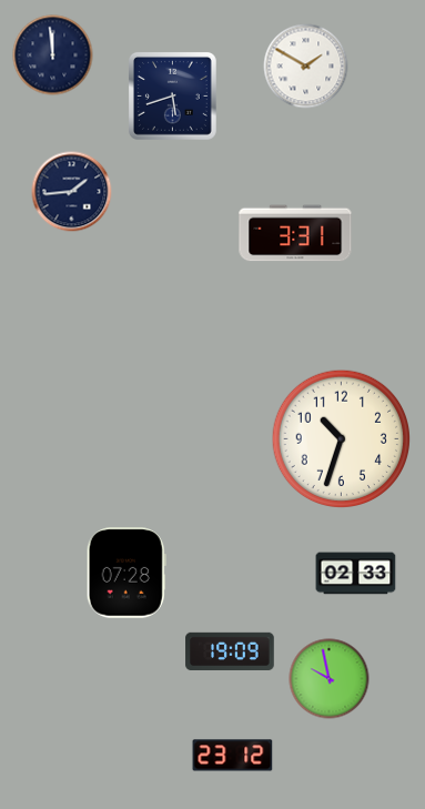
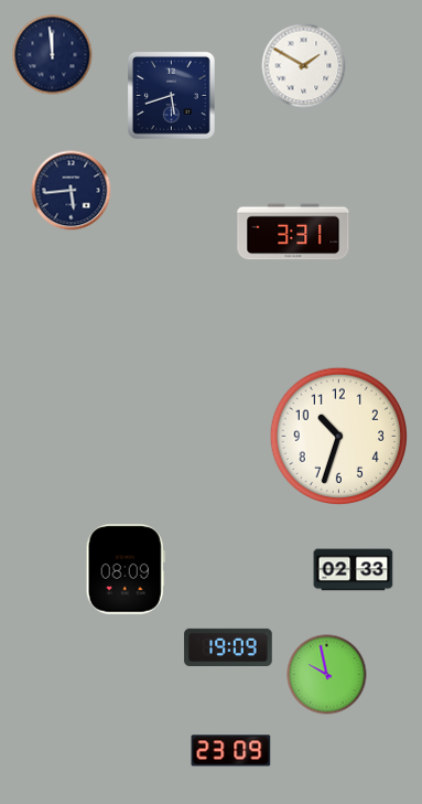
clock at (72, 192): 1:44 -> 5:44
clock at (127, 573): 07:28 -> 08:09
clock at (233, 756): 23:12 -> 23:09
